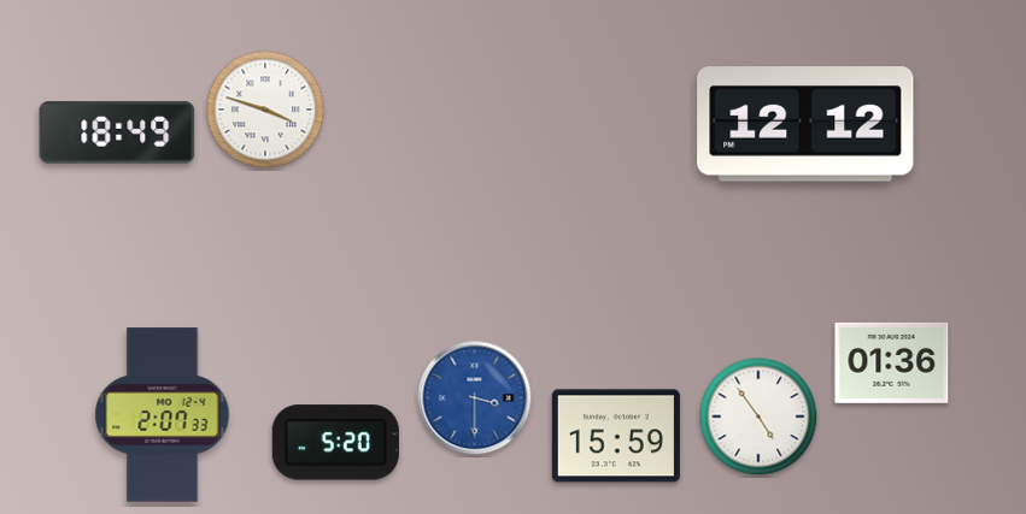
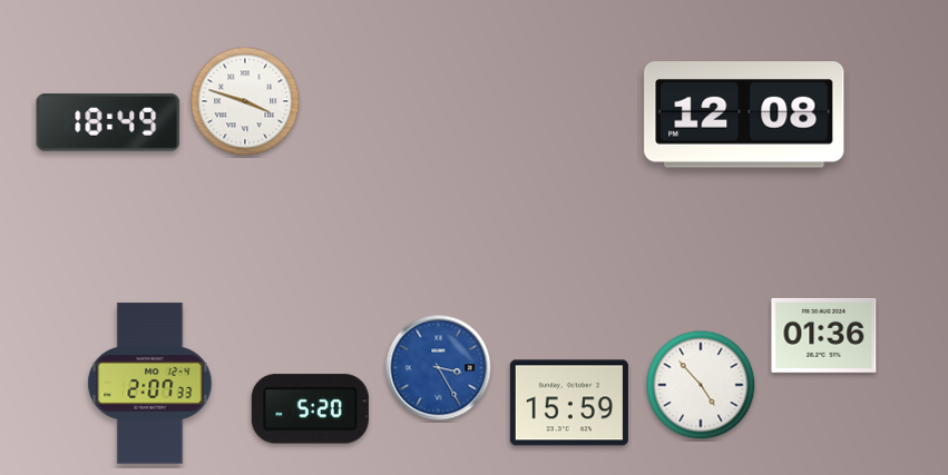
clock at (805, 124): 12:12 -> 12:08
clock at (475, 398): 3:30 -> 3:25
clock at (758, 416): 4:54 -> 4:53
